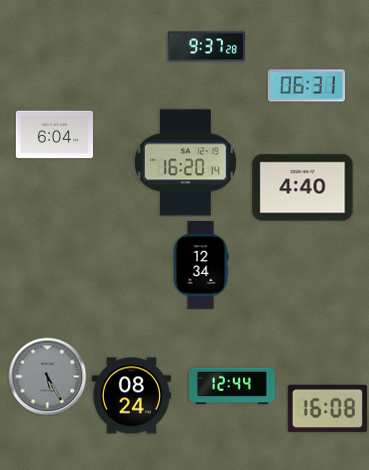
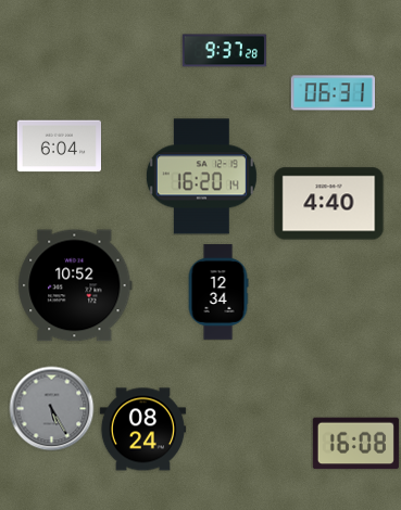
clock at (75, 285): none -> 10:52
clock at (201, 265) position: (201, 265) -> (218, 292)
clock at (232, 386): 12:44 -> none
